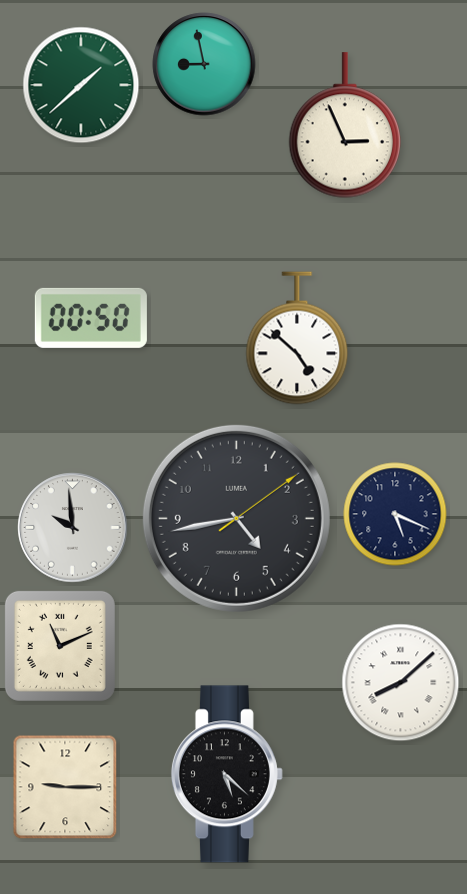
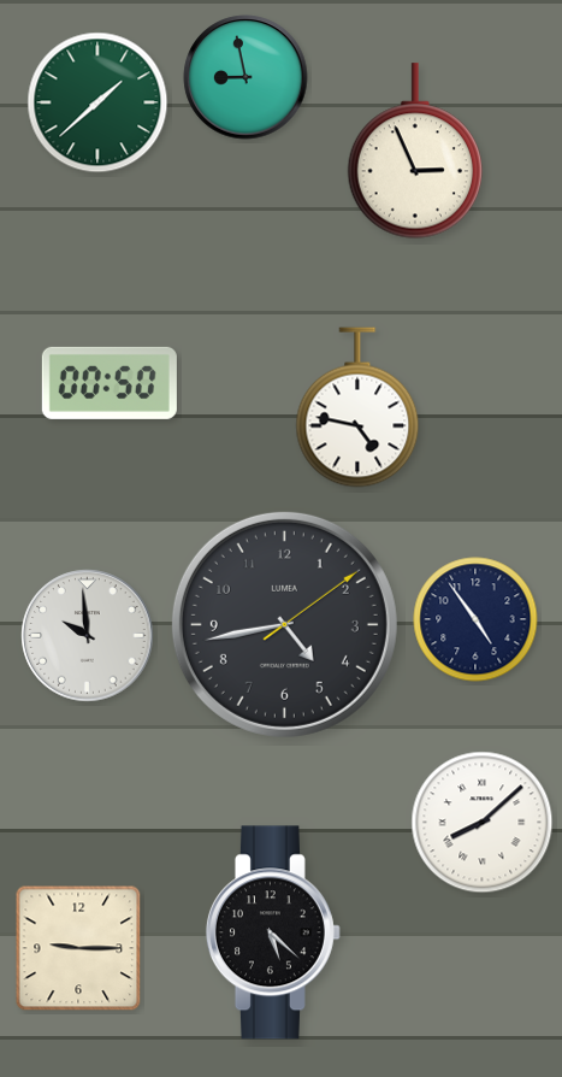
clock at (297, 338): 4:52 -> 4:47
clock at (395, 514): 5:19 -> 4:54
clock at (60, 646): 11:11 -> none
